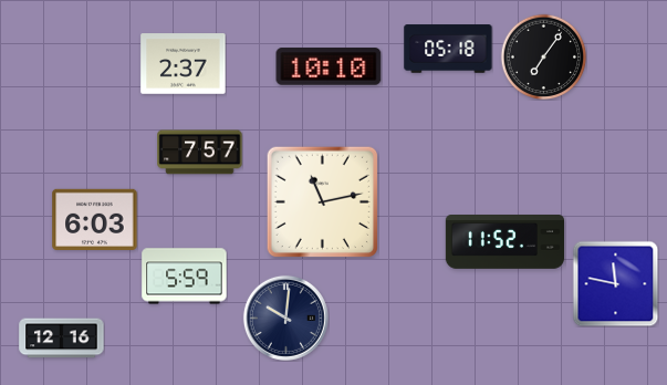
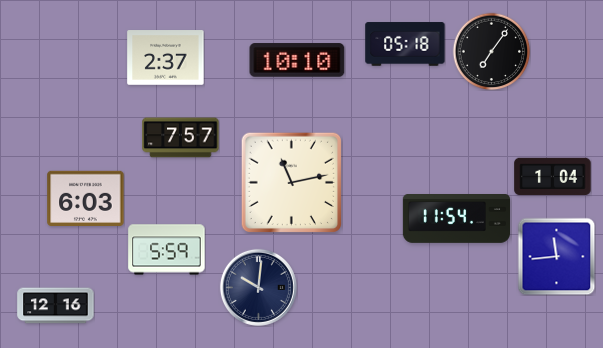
clock at (553, 177): none -> 1:04
clock at (504, 242): 11:52 -> 11:54
clock at (615, 283): 11:47 -> 11:44
